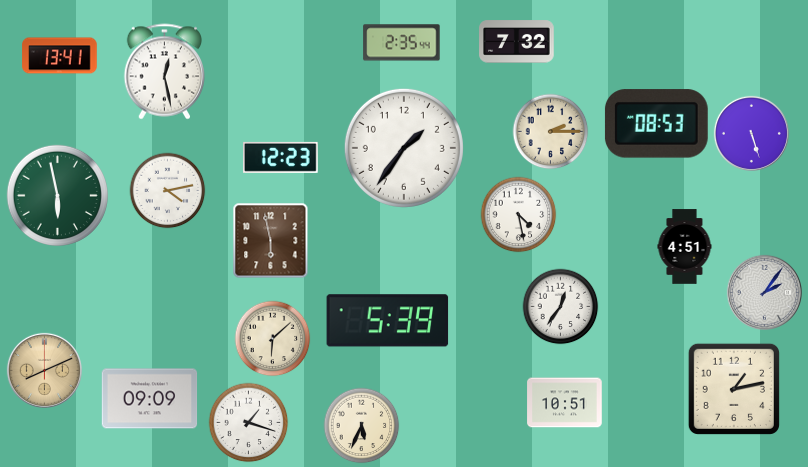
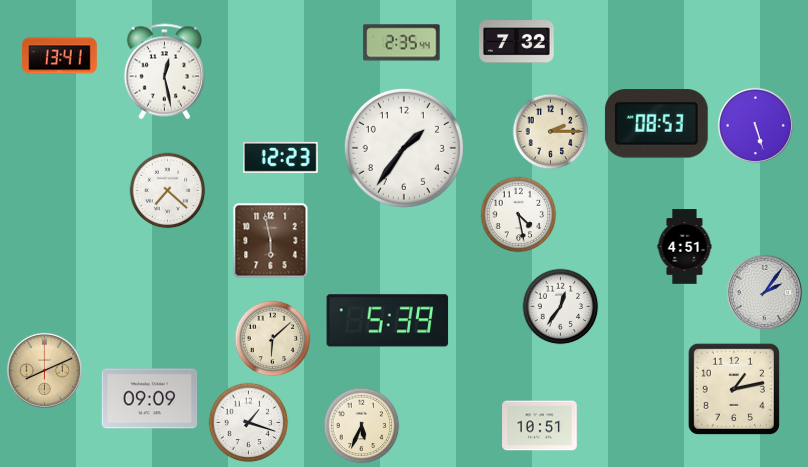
clock at (751, 133) position: (751, 133) -> (755, 125)
clock at (168, 191): 4:13 -> 7:22
clock at (57, 195): 5:58 -> none
clock at (565, 403) position: (565, 403) -> (540, 426)
